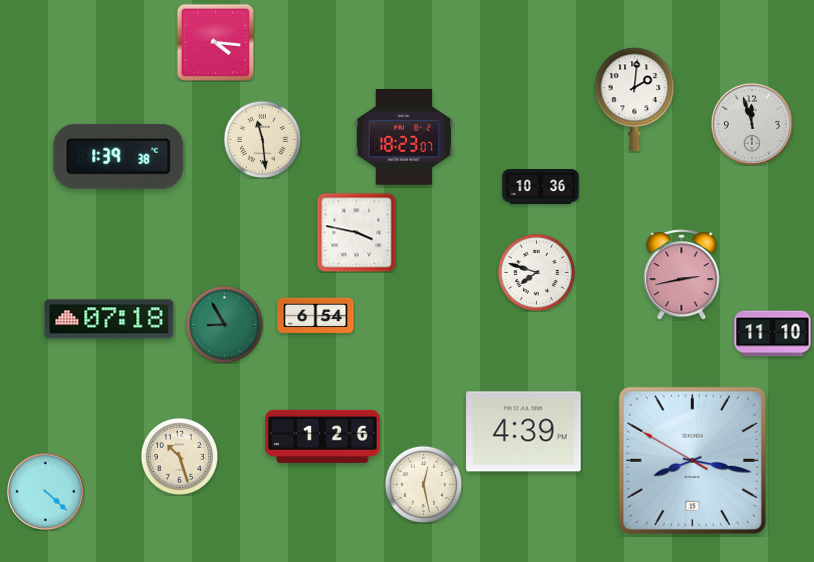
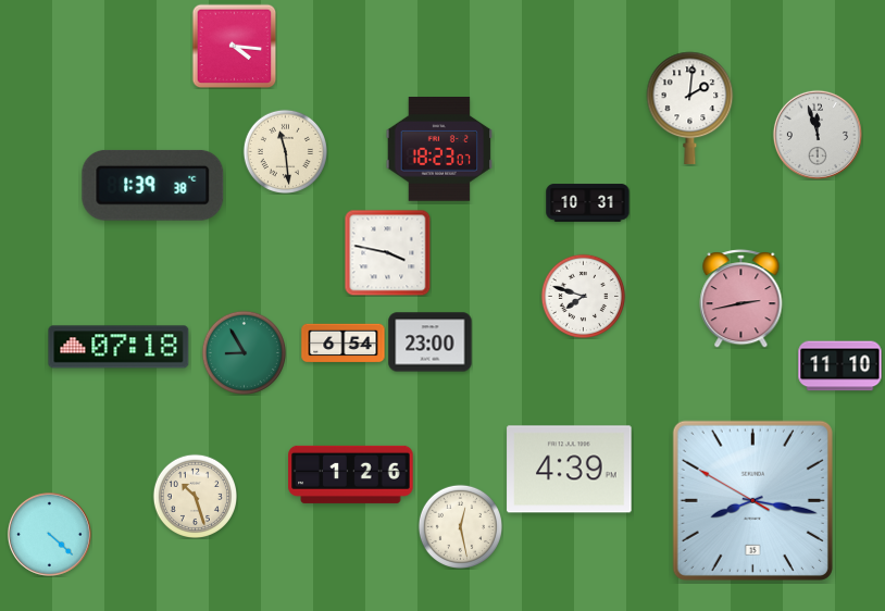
clock at (119, 156) position: (119, 156) -> (153, 185)
clock at (541, 187): 10:36 -> 10:31
clock at (431, 342): none -> 23:00
clock at (773, 334) position: (773, 334) -> (840, 366)
